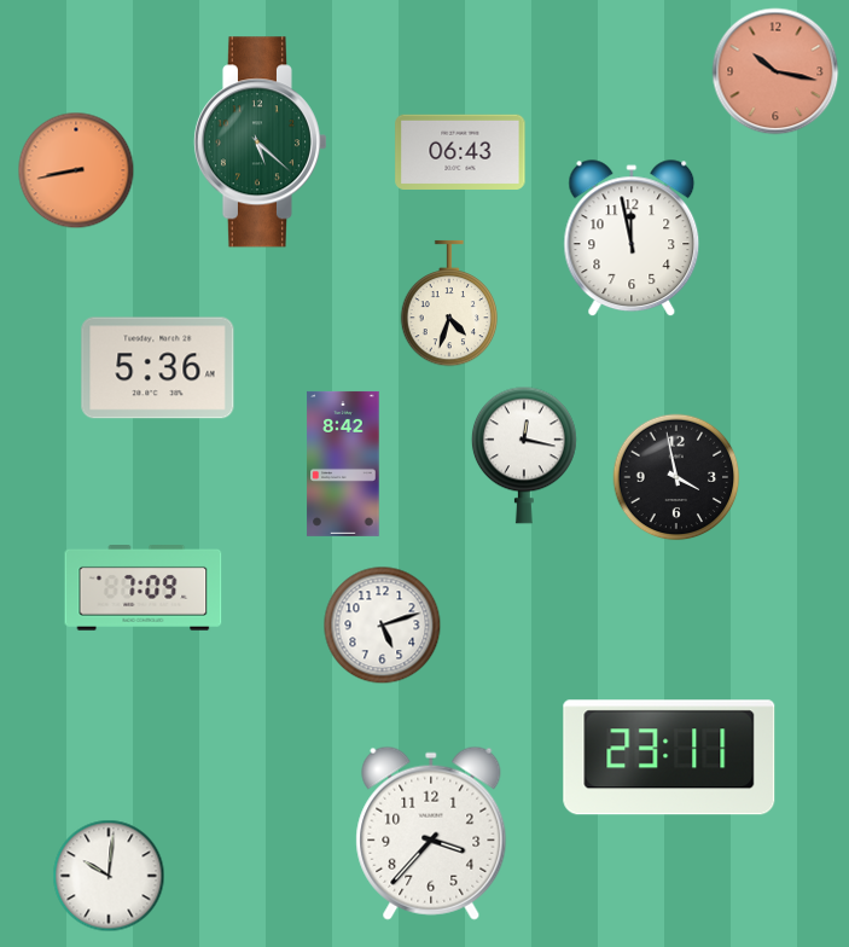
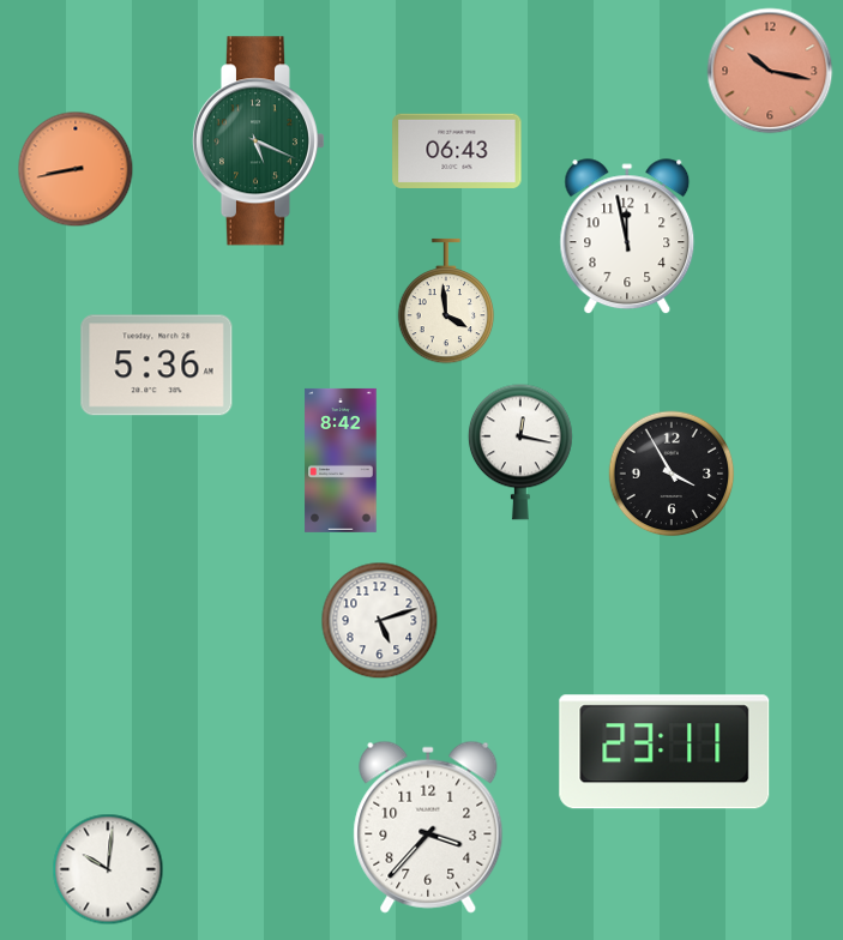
clock at (260, 143): 5:22 -> 5:19
clock at (449, 303): 4:33 -> 3:59
clock at (676, 477): 3:58 -> 3:55
clock at (144, 588): 7:09 -> none
